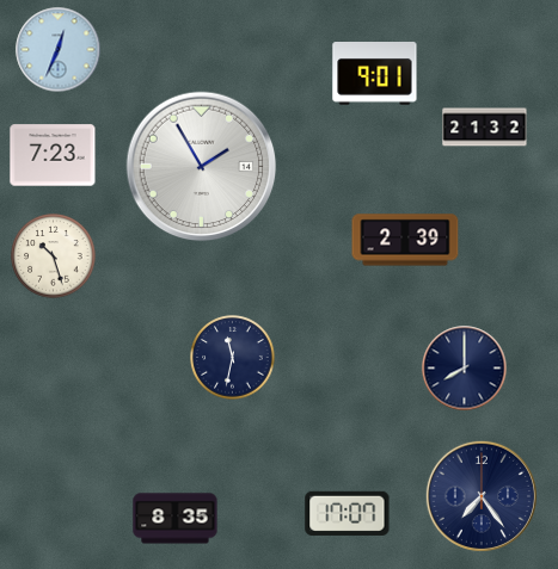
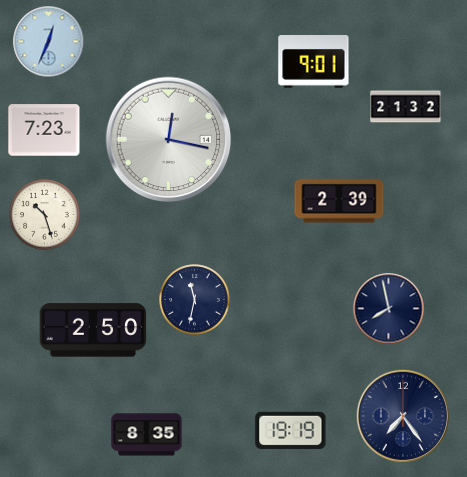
clock at (202, 167): 1:55 -> 12:17
clock at (465, 369): 8:00 -> 7:58
clock at (93, 330): none -> 2:50
clock at (348, 513): 17:07 -> 19:19
